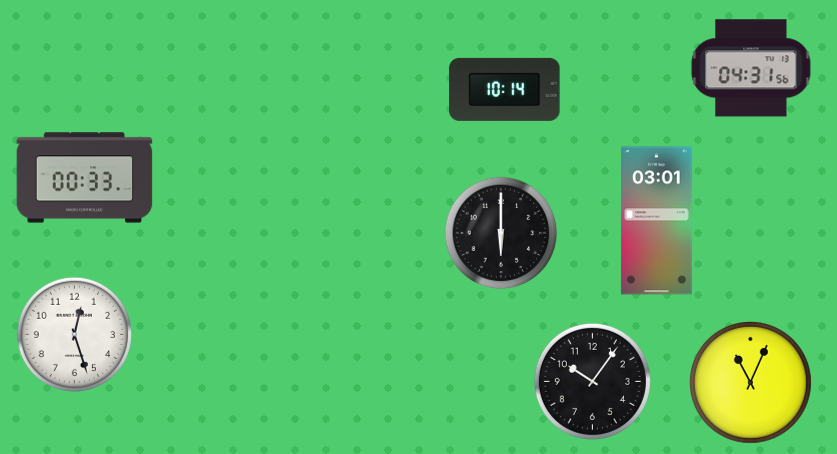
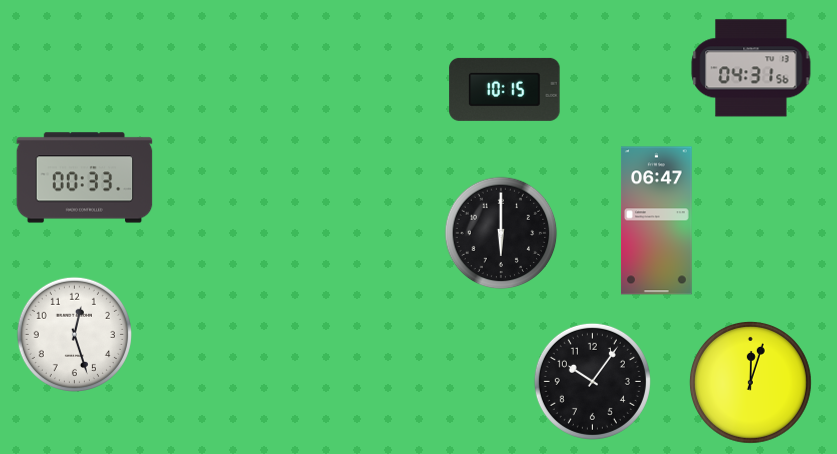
clock at (505, 89): 10:14 -> 10:15
clock at (657, 221): 03:01 -> 06:47
clock at (750, 382): 11:04 -> 12:03
